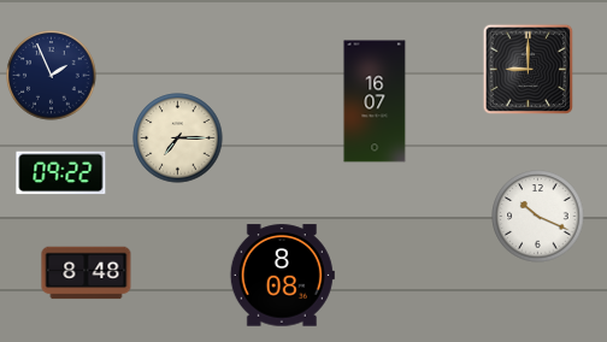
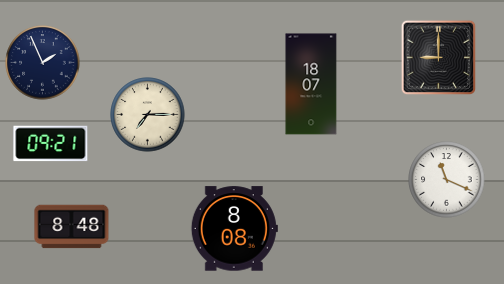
clock at (375, 101): 16:07 -> 18:07
clock at (61, 173): 09:22 -> 09:21
clock at (538, 217): 10:19 -> 11:19
